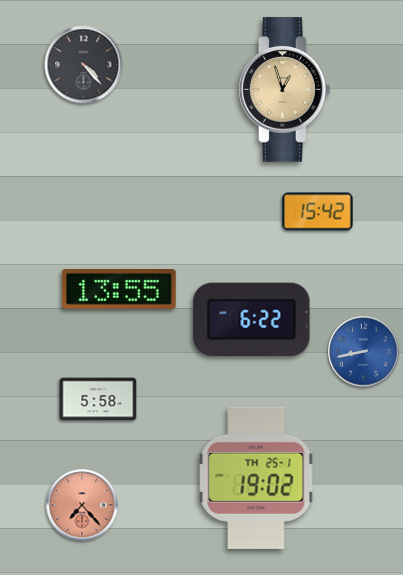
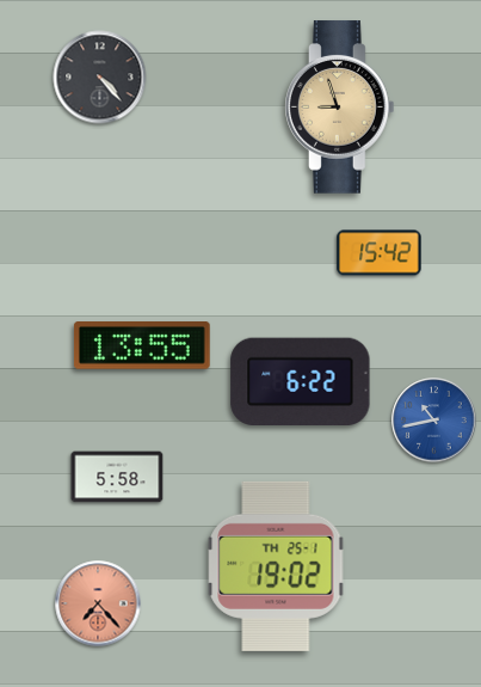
clock at (285, 90): 12:57 -> 8:57
clock at (364, 352): 8:43 -> 10:43
clock at (256, 478) position: (256, 478) -> (276, 566)
